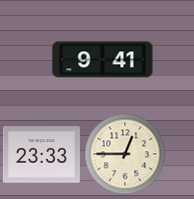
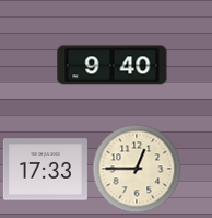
clock at (103, 60): 9:41 -> 9:40
clock at (41, 155): 23:33 -> 17:33
